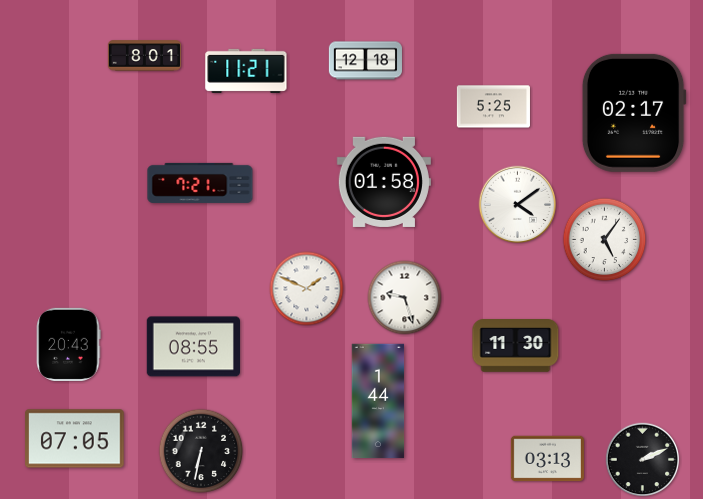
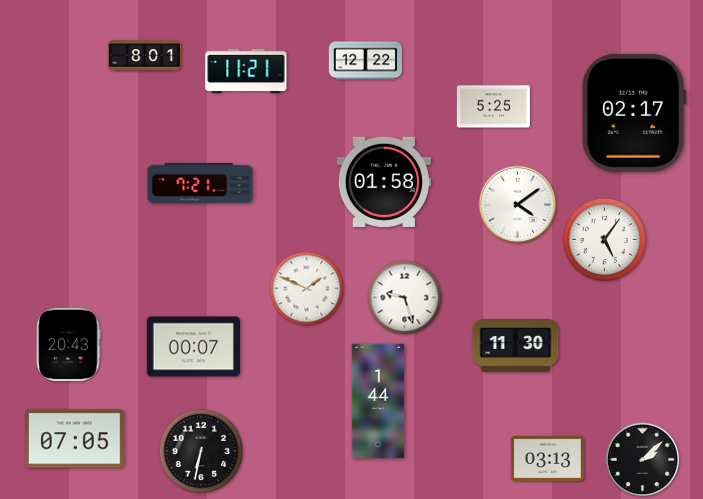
clock at (365, 61): 12:18 -> 12:22
clock at (193, 347): 08:55 -> 00:07
clock at (643, 460): 2:11 -> 2:08
